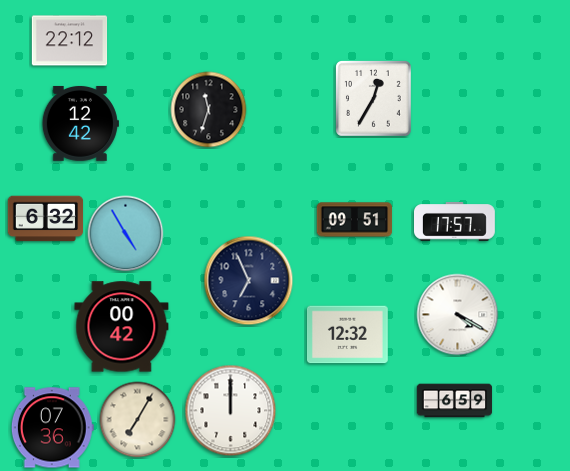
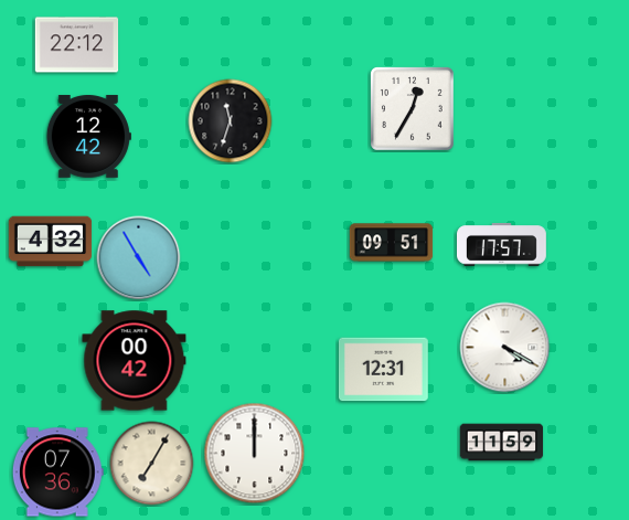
clock at (46, 219): 6:32 -> 4:32
clock at (249, 281): 6:56 -> none
clock at (347, 335): 12:32 -> 12:31
clock at (455, 401): 6:59 -> 11:59
